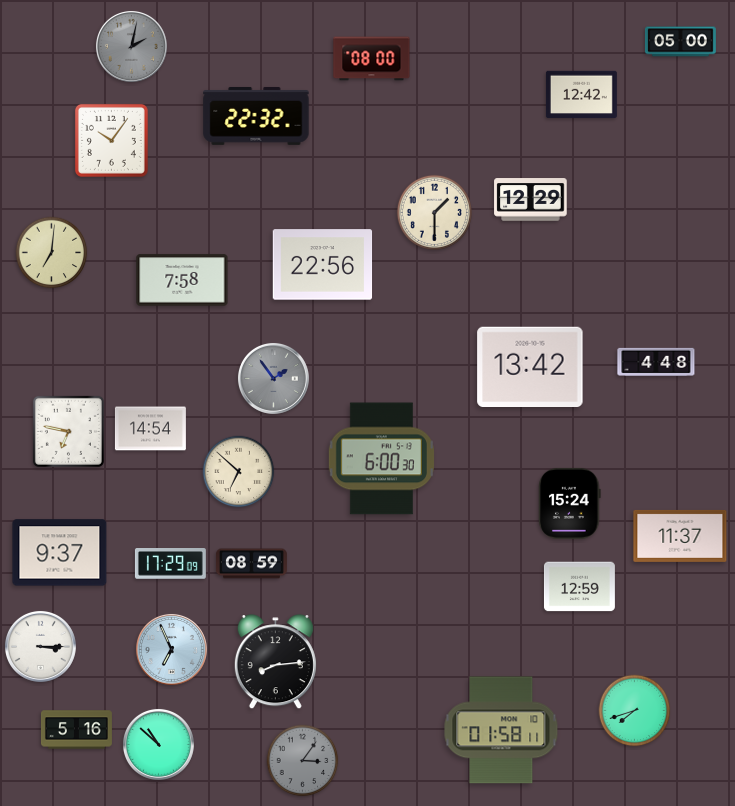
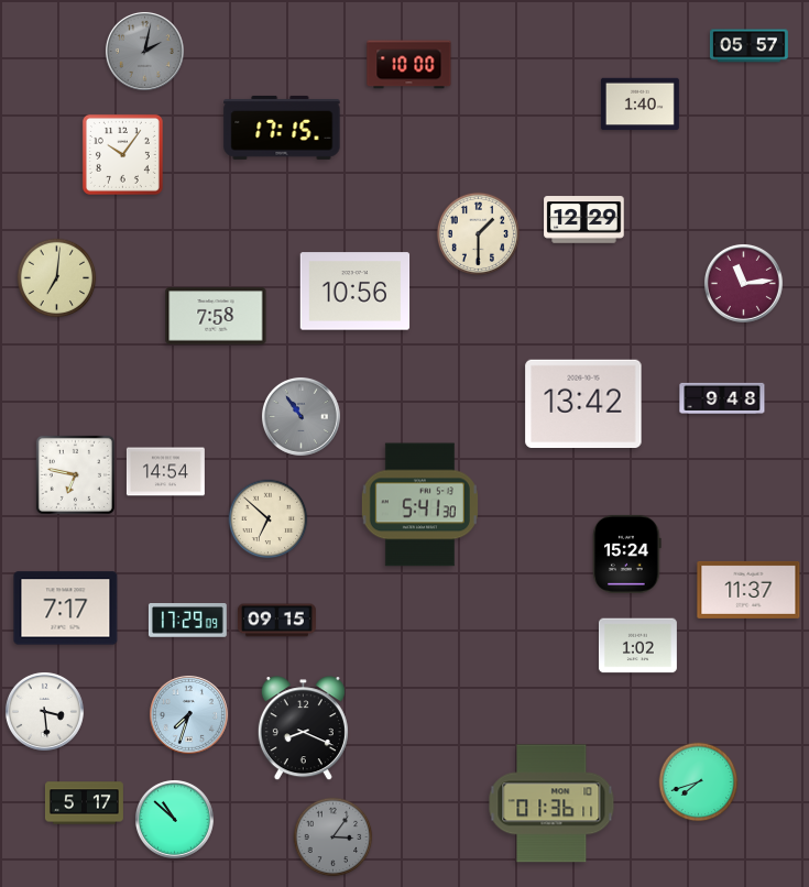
clock at (680, 42): 05:00 -> 05:57
clock at (372, 59): 08:00 -> 10:00
clock at (581, 95): 12:42 -> 1:40
clock at (256, 116): 22:32 -> 17:15
clock at (743, 283): none -> 11:14
clock at (323, 265): 22:56 -> 10:56
clock at (182, 280) position: (182, 280) -> (216, 316)
clock at (656, 362): 4:48 -> 9:48
clock at (273, 378): 1:54 -> 10:54
clock at (381, 459): 6:00 -> 5:41
clock at (239, 472) position: (239, 472) -> (269, 519)
clock at (60, 553): 9:37 -> 7:17
clock at (251, 564): 08:59 -> 09:15
clock at (579, 587): 12:59 -> 1:02
clock at (40, 646): 3:15 -> 3:29
clock at (171, 649): 6:56 -> 7:33
clock at (275, 662): 8:14 -> 8:19
clock at (76, 730): 5:16 -> 5:17
clock at (501, 730): 01:58 -> 01:36
